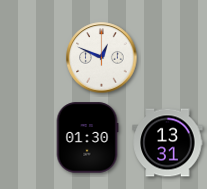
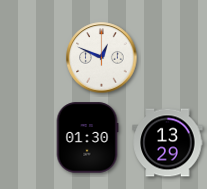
clock at (168, 143): 13:31 -> 13:29
